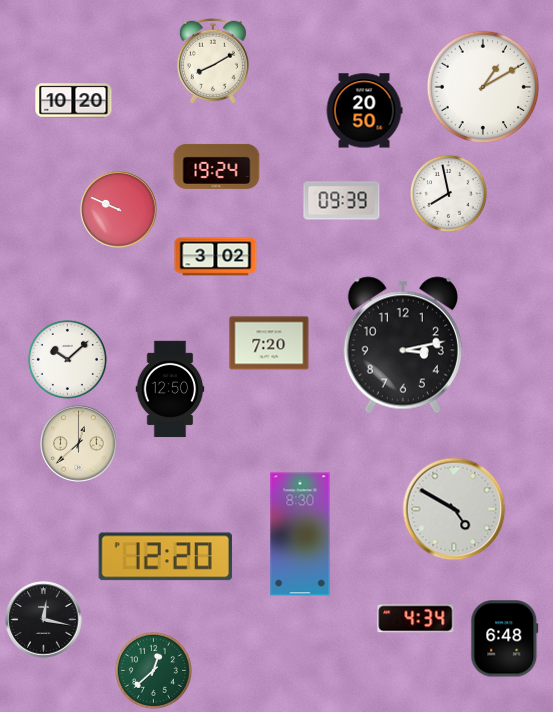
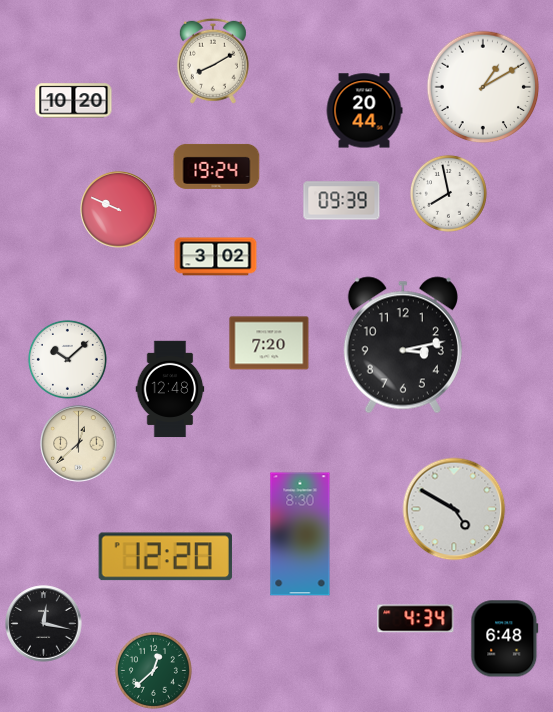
clock at (364, 111): 20:50 -> 20:44
clock at (170, 389): 12:50 -> 12:48
clock at (44, 620) position: (44, 620) -> (44, 624)
